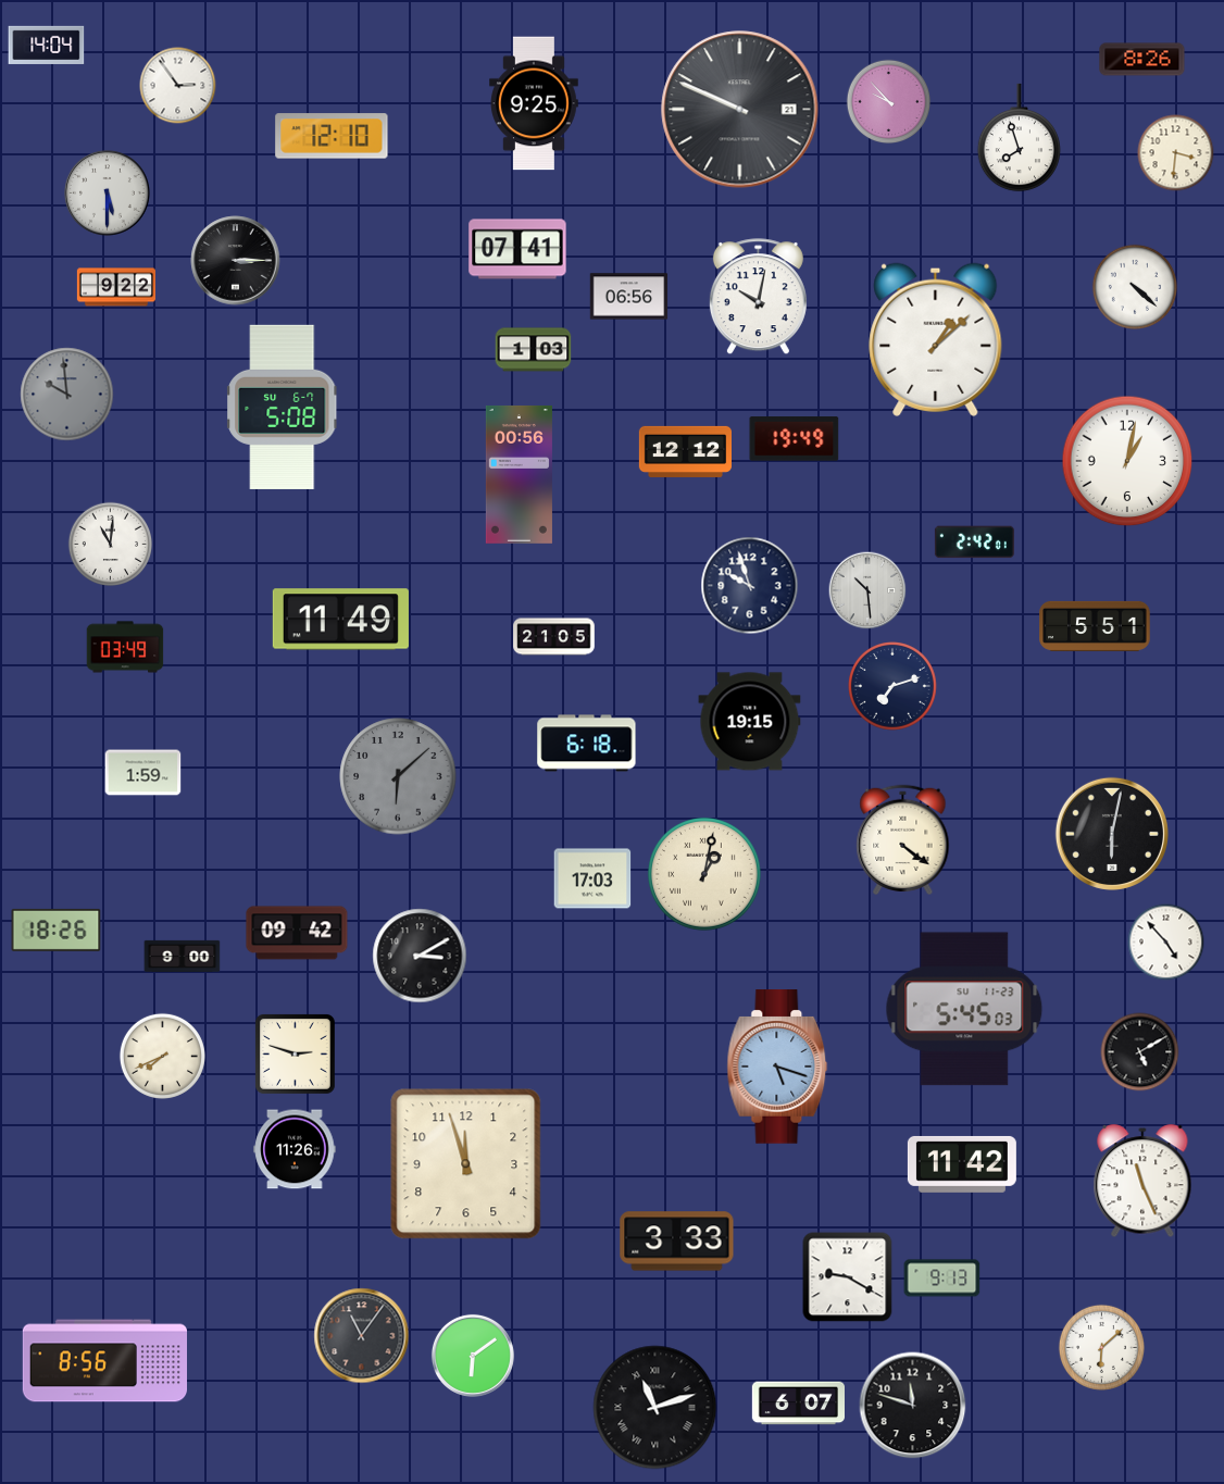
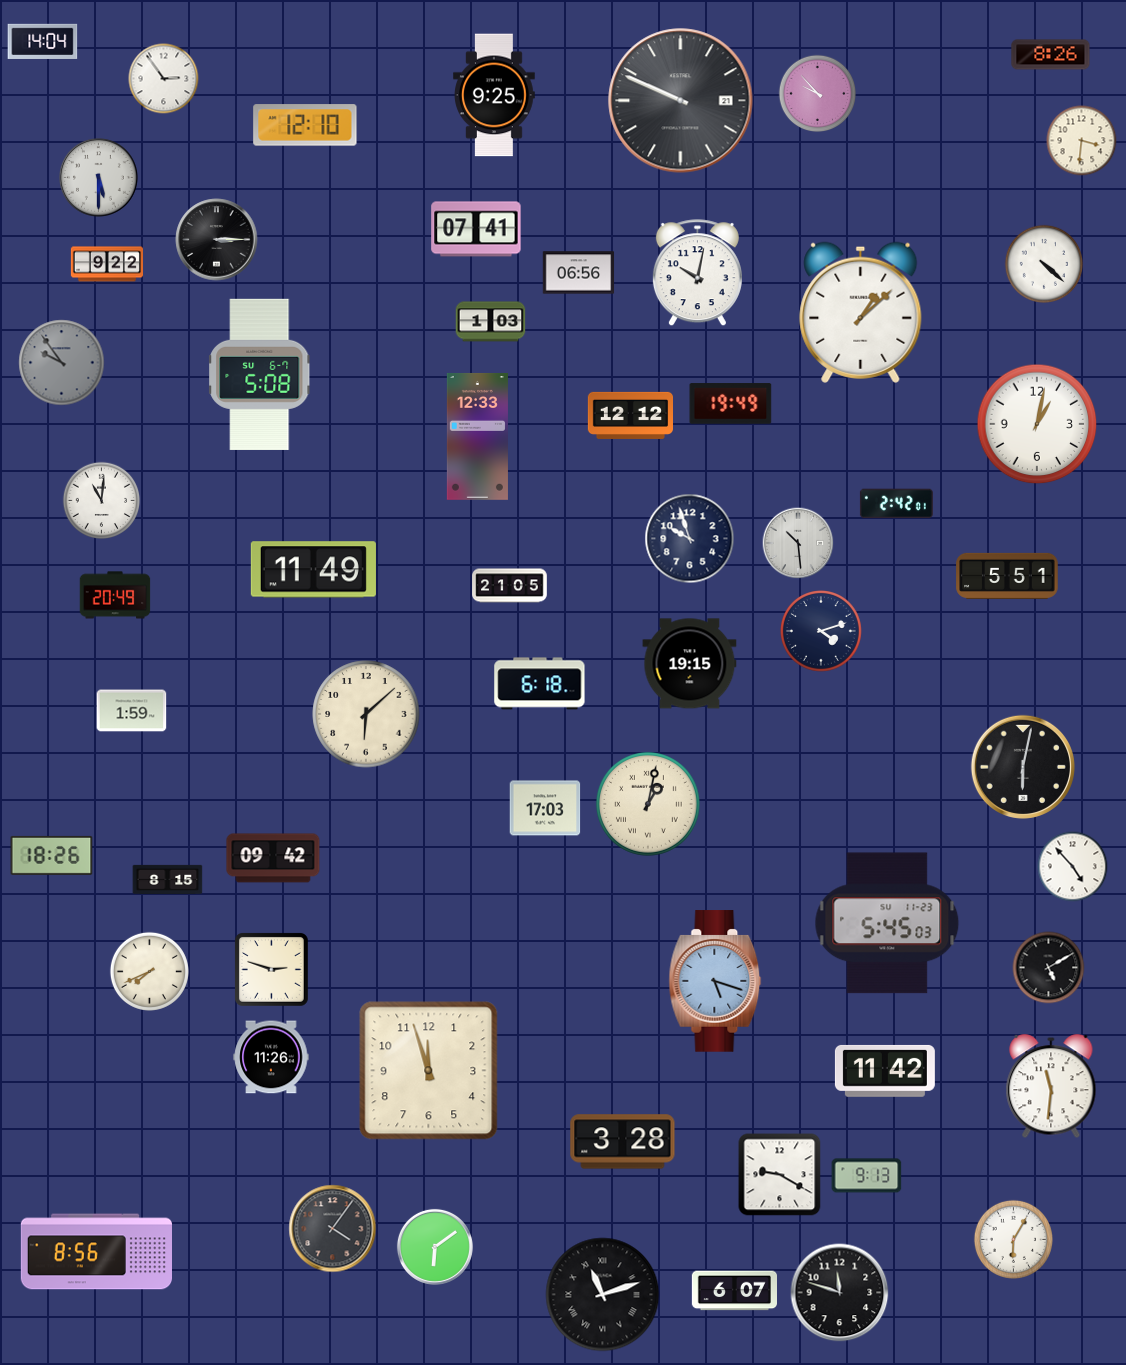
clock at (535, 103) position: (535, 103) -> (495, 95)
clock at (1019, 138): 7:57 -> none
clock at (67, 395): 9:59 -> 9:54
clock at (519, 474): 00:56 -> 12:33
clock at (974, 543) position: (974, 543) -> (896, 504)
clock at (125, 647): 03:49 -> 20:49
clock at (894, 687): 7:12 -> 4:12
clock at (398, 776) dial: grey -> cream
clock at (903, 840): 4:21 -> none
clock at (183, 956): 9:00 -> 8:15
clock at (420, 956): 3:10 -> none
clock at (964, 1009) position: (964, 1009) -> (887, 923)
clock at (1142, 1182): 11:26 -> 11:31
clock at (677, 1242): 3:33 -> 3:28
clock at (362, 1336): 11:06 -> 4:06
clock at (1101, 1347): 6:08 -> 6:05
